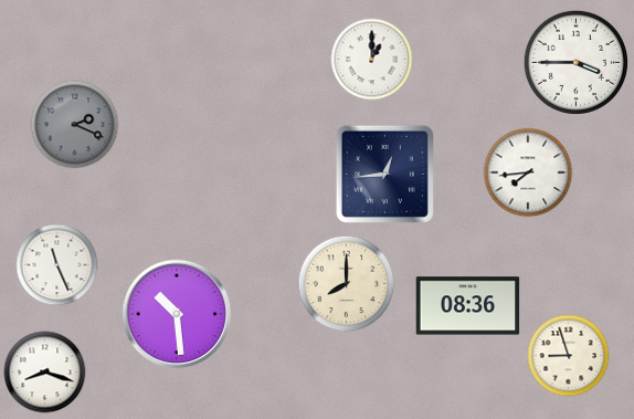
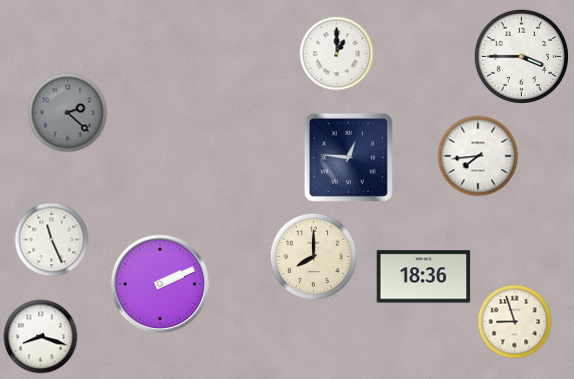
clock at (75, 125): 2:19 -> 2:22
clock at (384, 174): 12:44 -> 12:46
clock at (468, 306): 08:36 -> 18:36
clock at (176, 313): 10:29 -> 2:11
